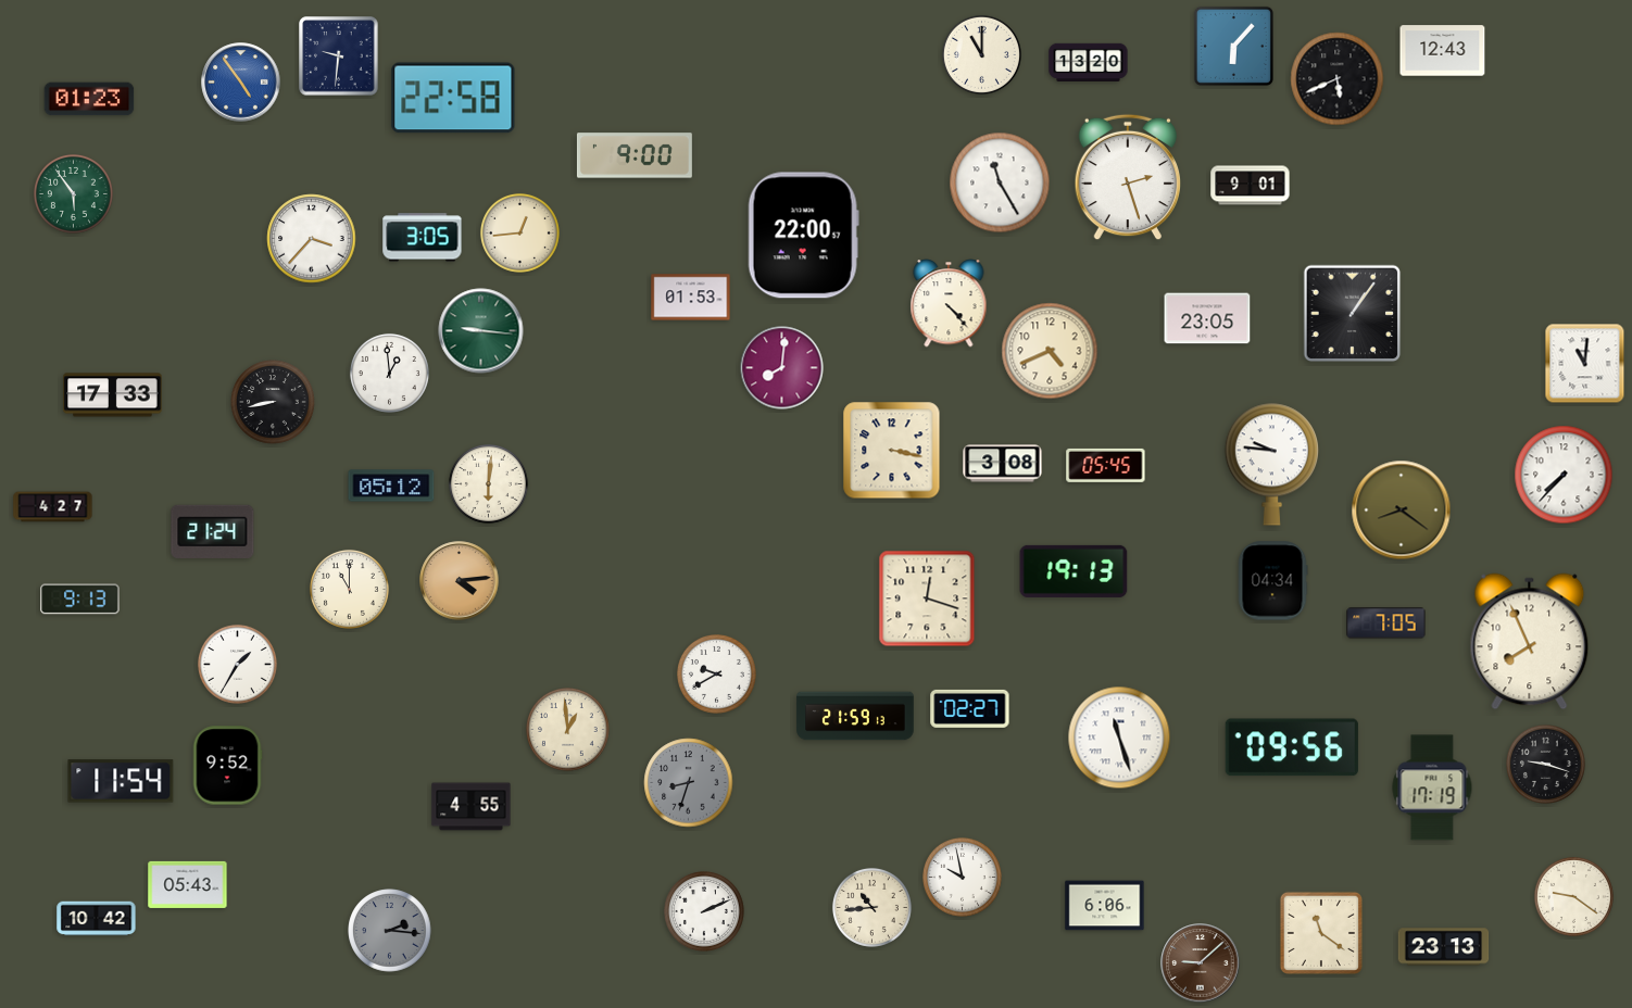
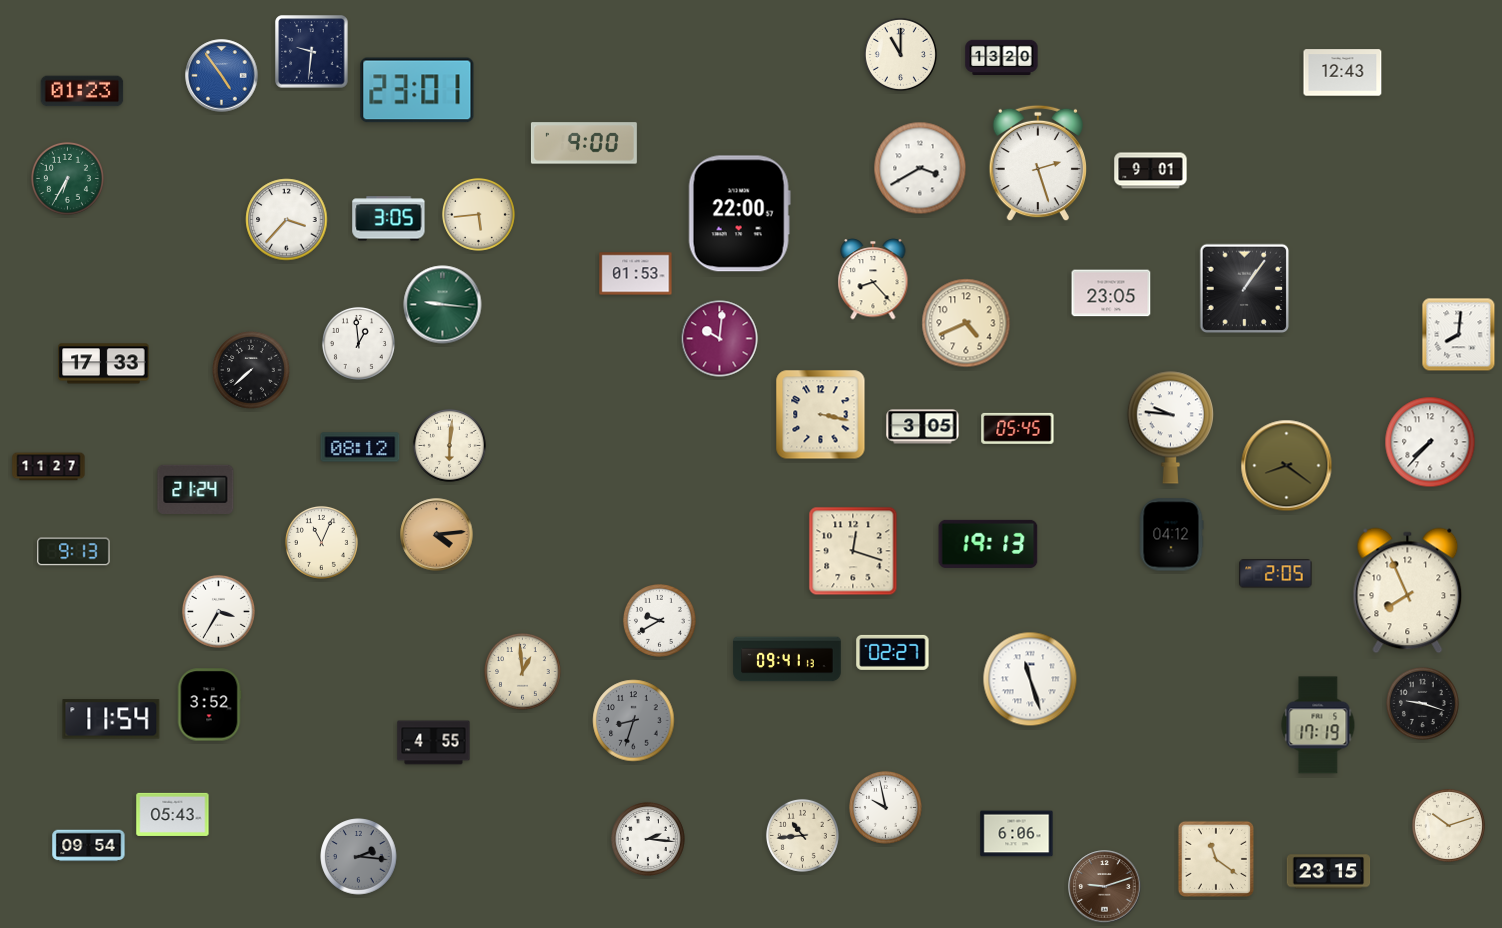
clock at (1233, 46): 6:07 -> none
clock at (1443, 51) position: (1443, 51) -> (1343, 73)
clock at (981, 54) position: (981, 54) -> (900, 54)
clock at (1338, 79): 5:41 -> none
clock at (453, 98): 22:58 -> 23:01
clock at (1000, 182): 11:25 -> 3:40
clock at (73, 193): 5:54 -> 6:35
clock at (519, 232): 12:44 -> 5:44
clock at (803, 236) position: (803, 236) -> (739, 214)
clock at (949, 303): 4:23 -> 8:23
clock at (1585, 364): 11:01 -> 8:01
clock at (782, 368): 8:01 -> 10:01
clock at (273, 402): 8:43 -> 7:38
clock at (1003, 464): 3:08 -> 3:05
clock at (1564, 475) position: (1564, 475) -> (1430, 442)
clock at (391, 486): 05:12 -> 08:12
clock at (53, 507): 4:27 -> 11:27
clock at (1402, 511) position: (1402, 511) -> (1287, 466)
clock at (1074, 571) position: (1074, 571) -> (988, 544)
clock at (460, 581) position: (460, 581) -> (437, 535)
clock at (1272, 581): 04:34 -> 04:12
clock at (349, 589): 11:00 -> 11:04
clock at (1386, 623): 7:05 -> 2:05
clock at (237, 664): 1:35 -> 3:35
clock at (855, 716): 21:59 -> 09:41
clock at (1292, 747): 09:56 -> none
clock at (227, 766): 9:52 -> 3:52
clock at (1573, 896): 9:21 -> 10:12
clock at (704, 911): 2:11 -> 2:16
clock at (97, 919): 10:42 -> 09:54
clock at (1444, 947): 23:13 -> 23:15
clock at (1201, 963): 9:08 -> 9:12
